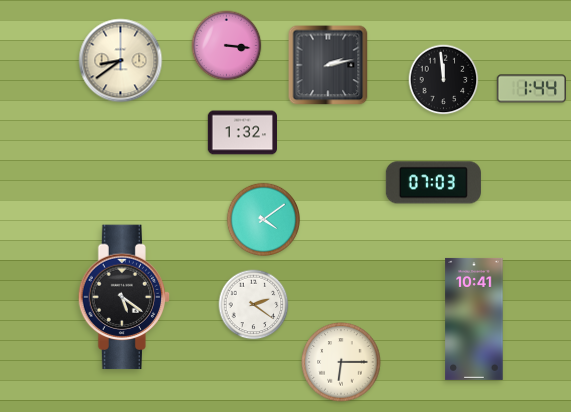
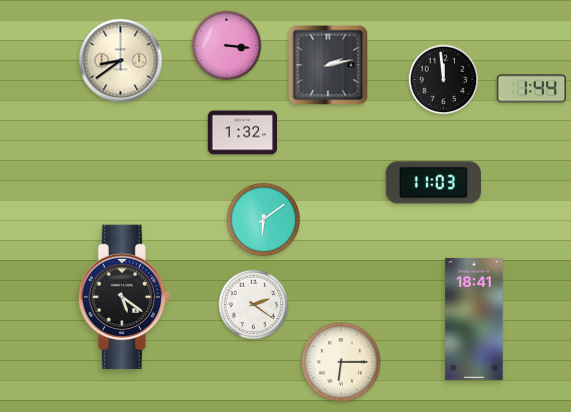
clock at (433, 183): 07:03 -> 11:03
clock at (263, 219): 4:09 -> 6:09
clock at (474, 319): 10:41 -> 18:41
